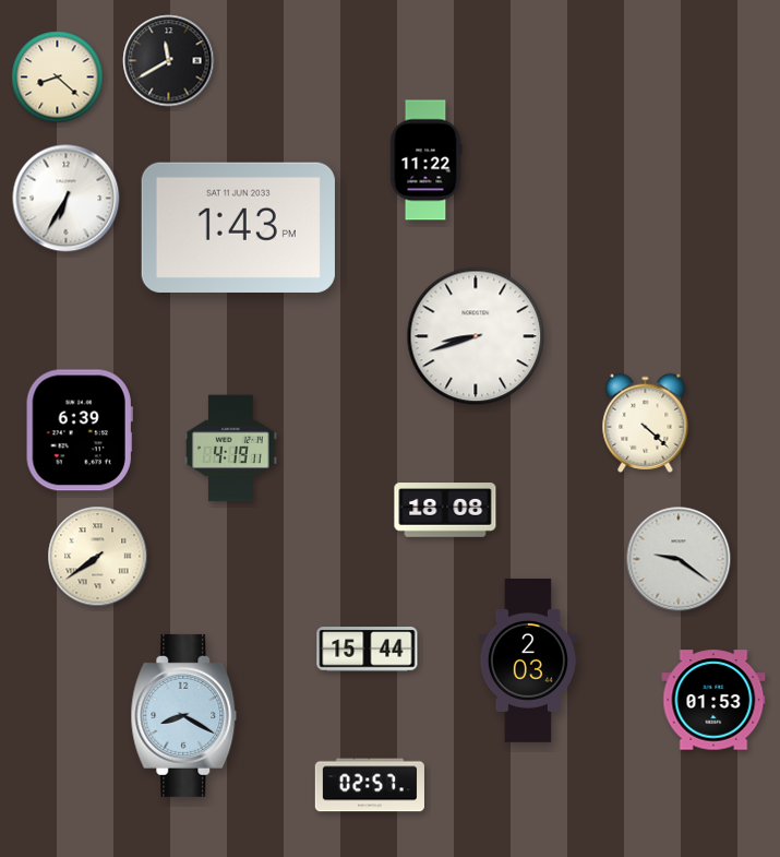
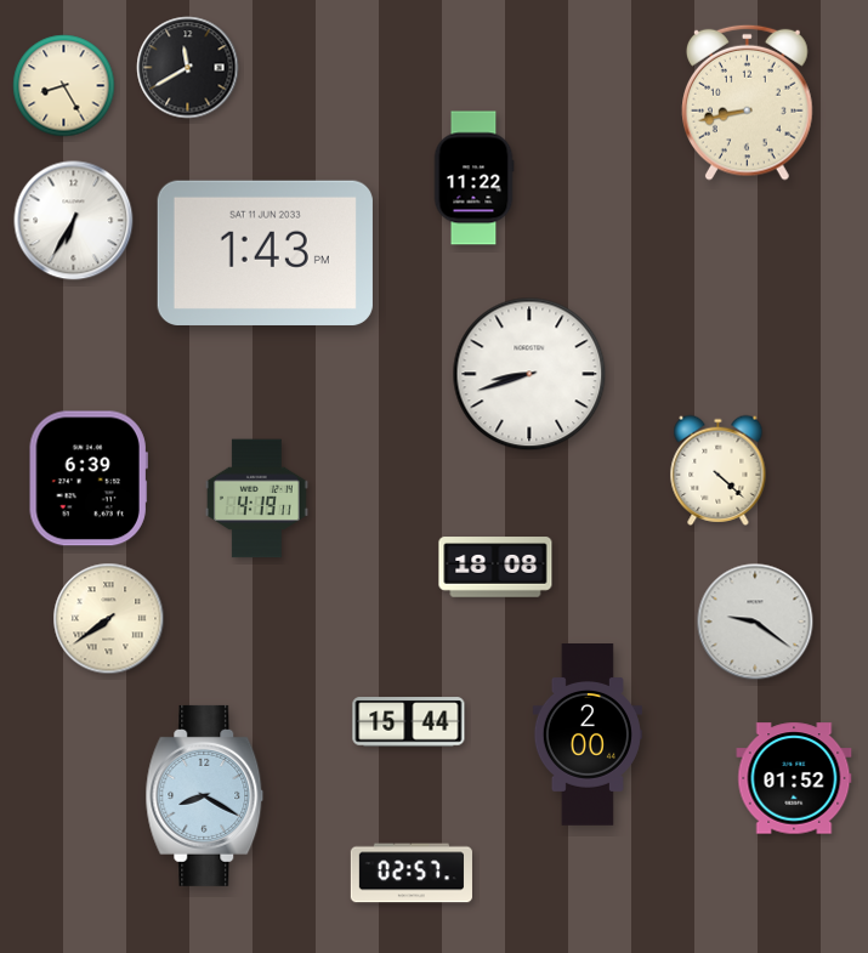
clock at (58, 78): 8:22 -> 8:25
clock at (748, 102): none -> 8:43
clock at (528, 662): 2:03 -> 2:00
clock at (713, 700): 01:53 -> 01:52
